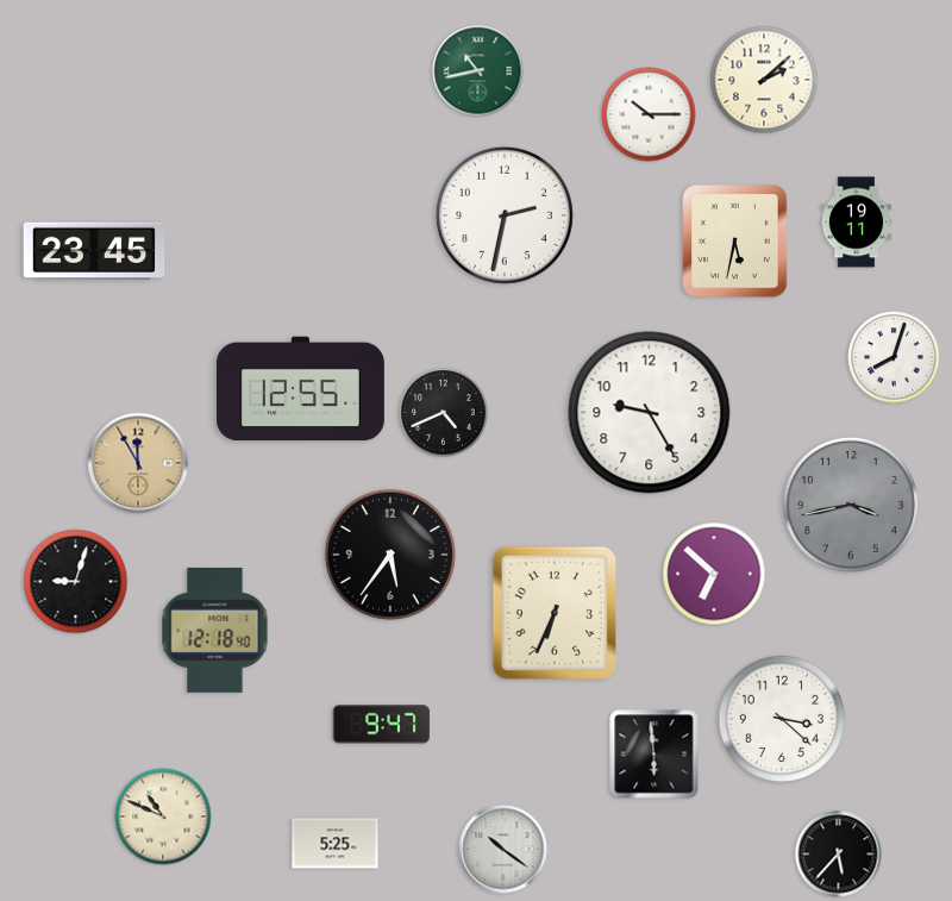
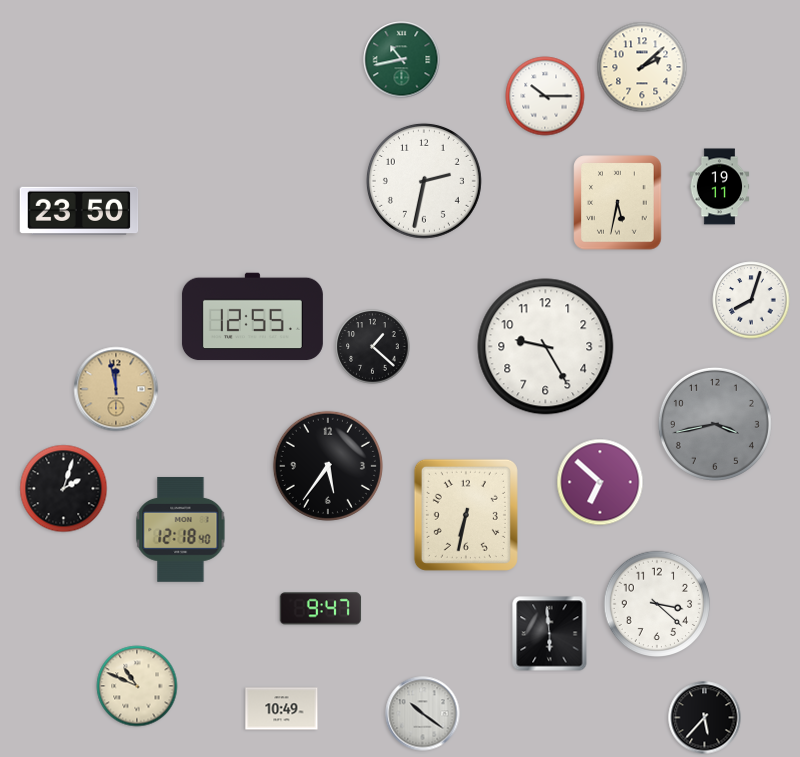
clock at (94, 250): 23:45 -> 23:50
clock at (300, 389) position: (300, 389) -> (252, 317)
clock at (444, 413): 4:41 -> 1:22
clock at (138, 463): 11:55 -> 11:58
clock at (76, 582): 9:03 -> 2:03
clock at (555, 613): 6:34 -> 6:32
clock at (336, 844): 5:25 -> 10:49
